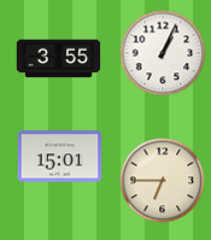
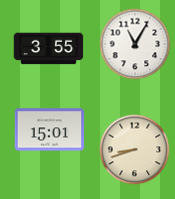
clock at (163, 53): 1:04 -> 11:05
clock at (163, 181): 6:45 -> 8:42
